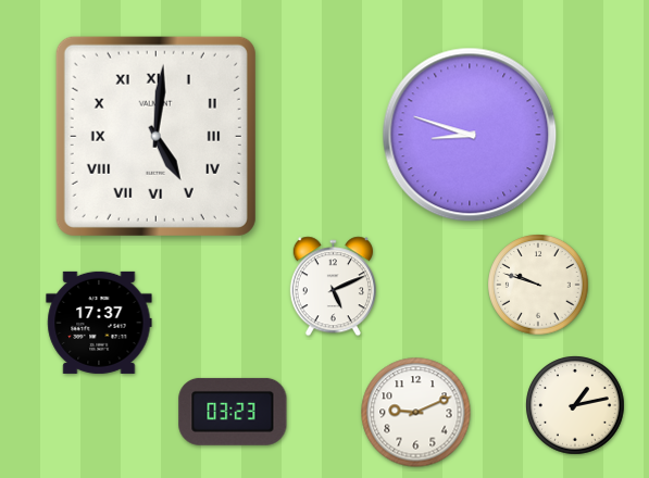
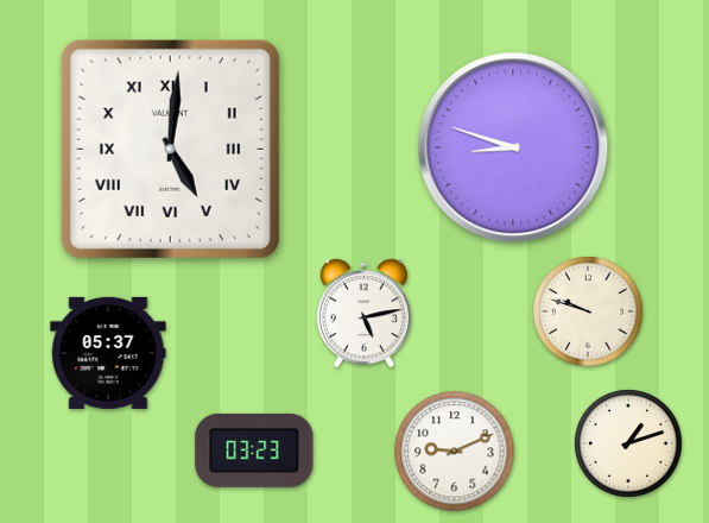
clock at (333, 287): 5:11 -> 5:13
clock at (99, 323): 17:37 -> 05:37
clock at (575, 405): 1:13 -> 1:12
